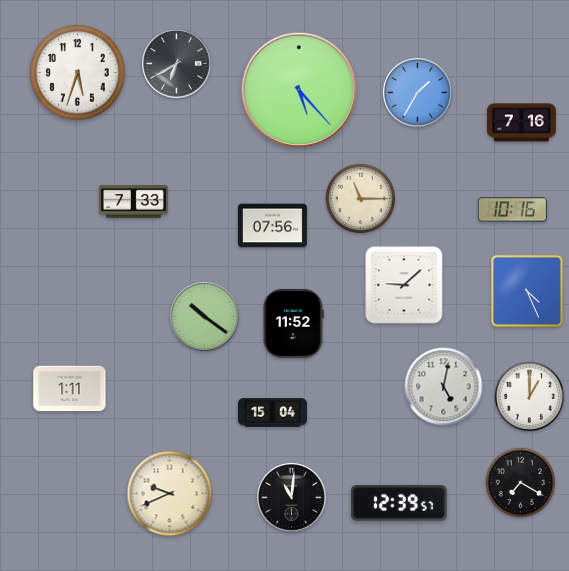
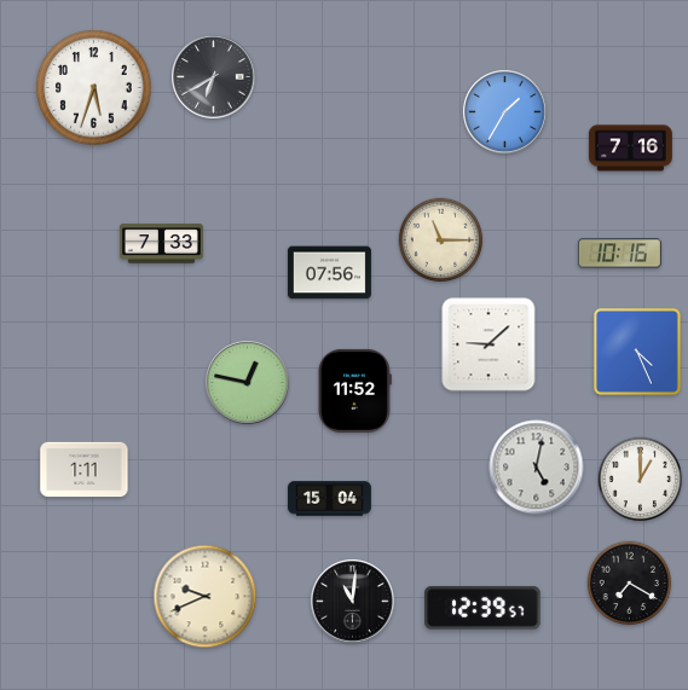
clock at (299, 90): 5:23 -> none
clock at (361, 199) position: (361, 199) -> (441, 240)
clock at (205, 317): 10:21 -> 12:47
